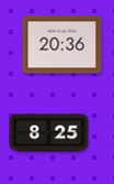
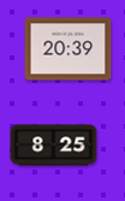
clock at (62, 45): 20:36 -> 20:39
